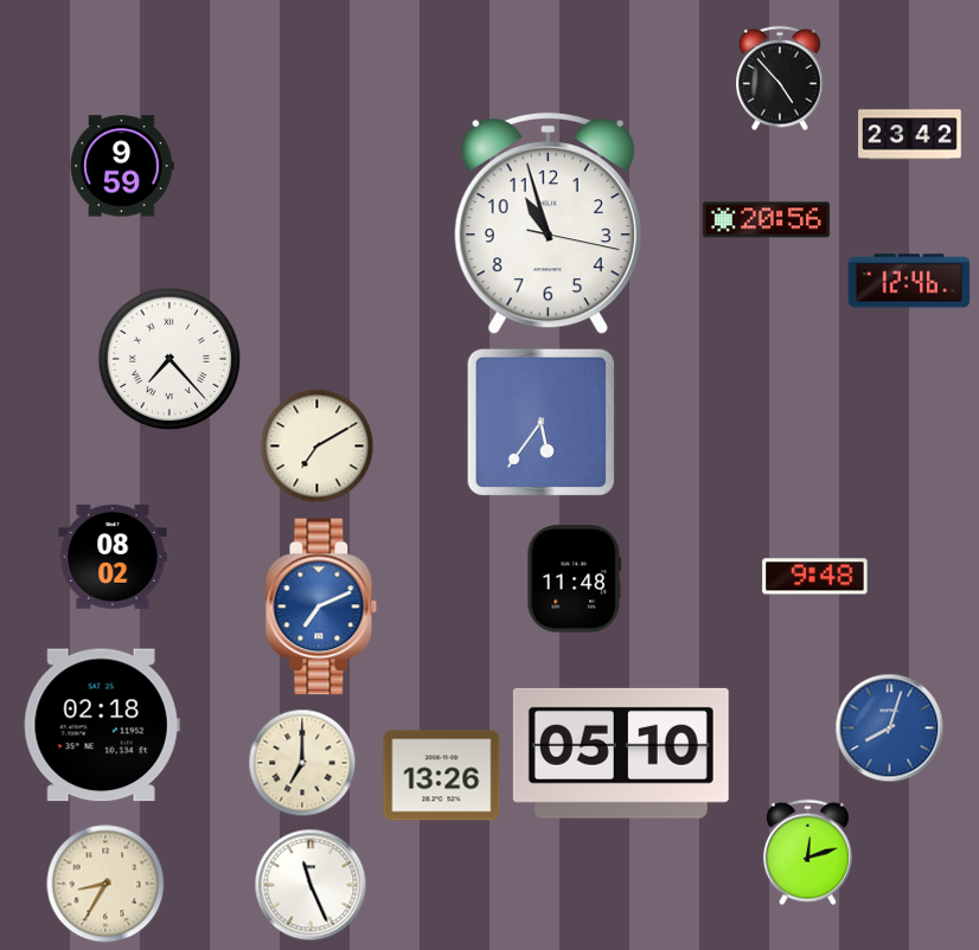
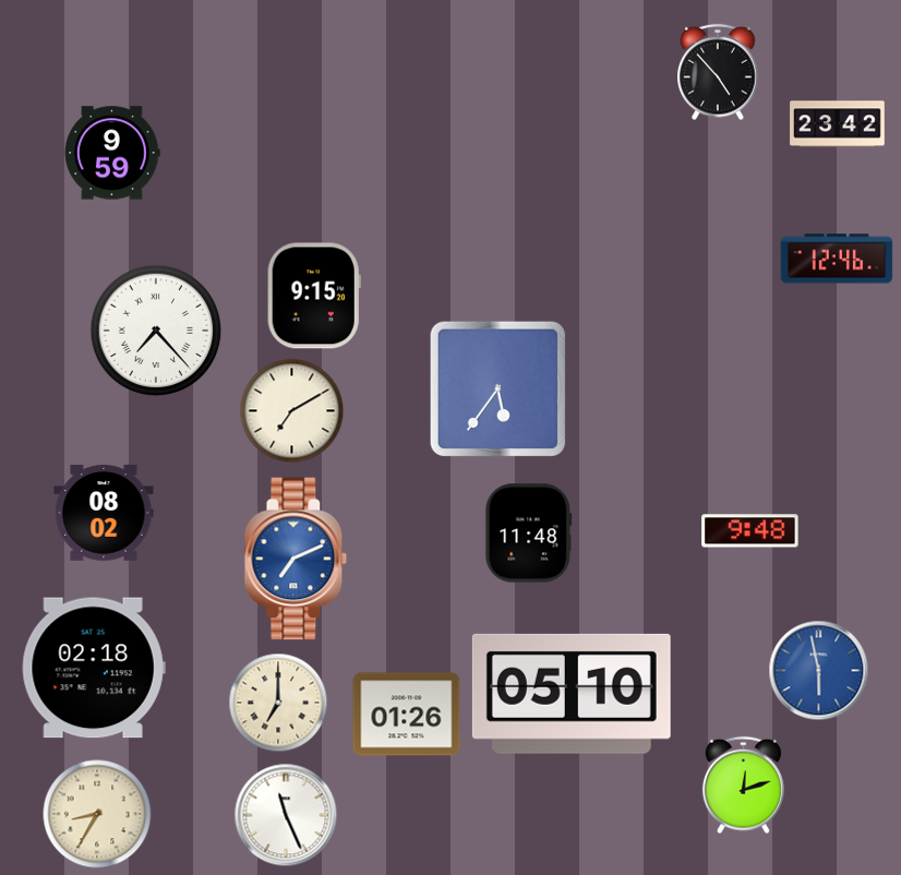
clock at (766, 220): 20:56 -> none
clock at (548, 224): 10:57 -> none
clock at (314, 296): none -> 9:15
clock at (890, 728): 8:03 -> 5:58
clock at (442, 776): 13:26 -> 01:26
